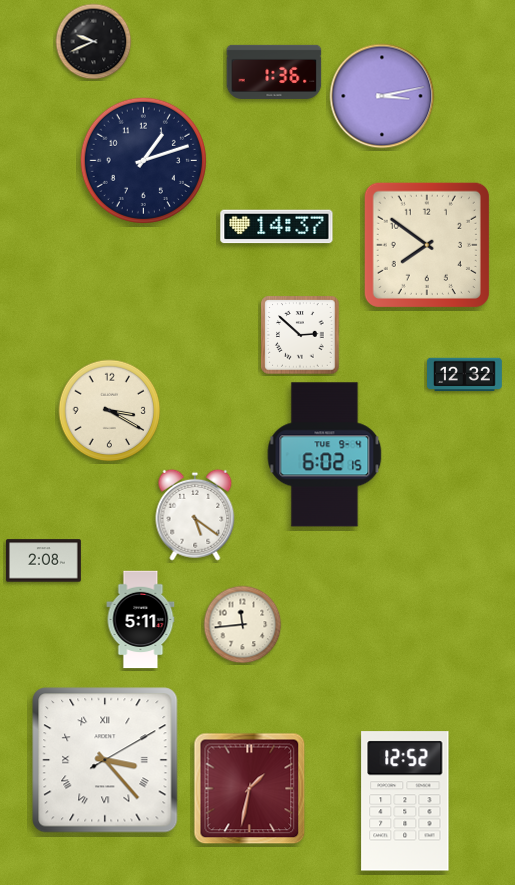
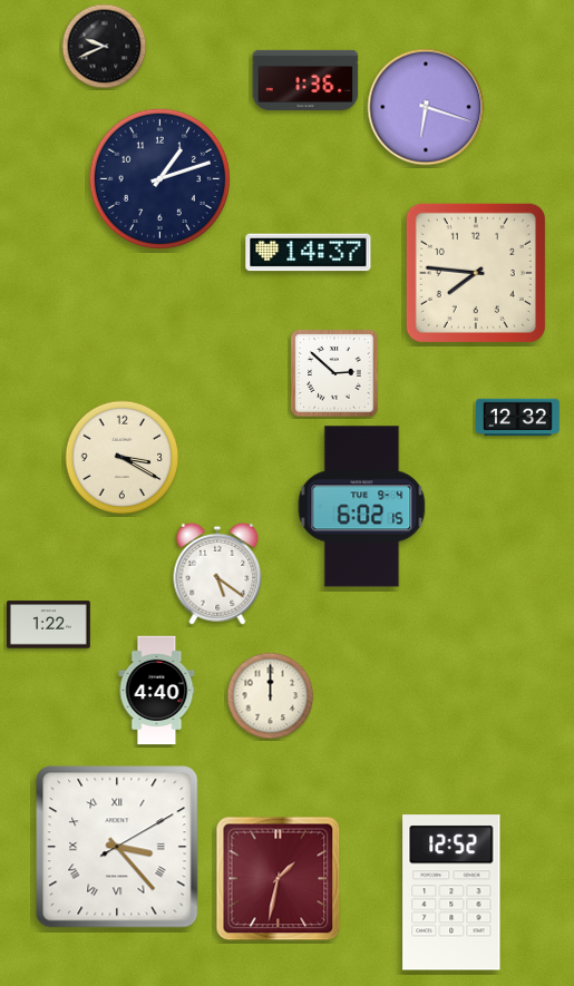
clock at (382, 96): 3:13 -> 6:18
clock at (427, 245): 7:51 -> 7:46
clock at (44, 561): 2:08 -> 1:22
clock at (141, 620): 5:11 -> 4:40
clock at (243, 625): 11:44 -> 12:00
